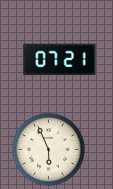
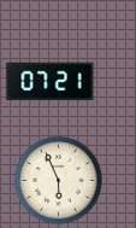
clock at (60, 60) position: (60, 60) -> (51, 82)
